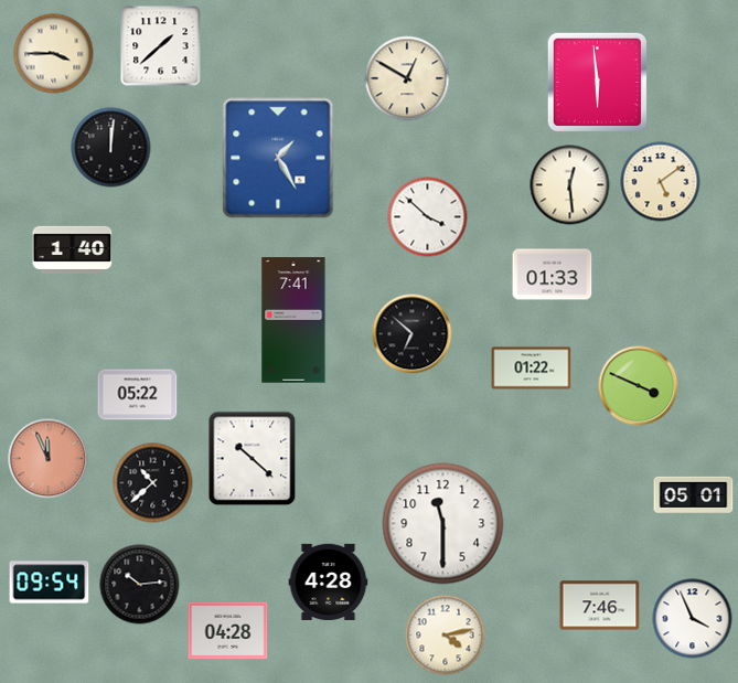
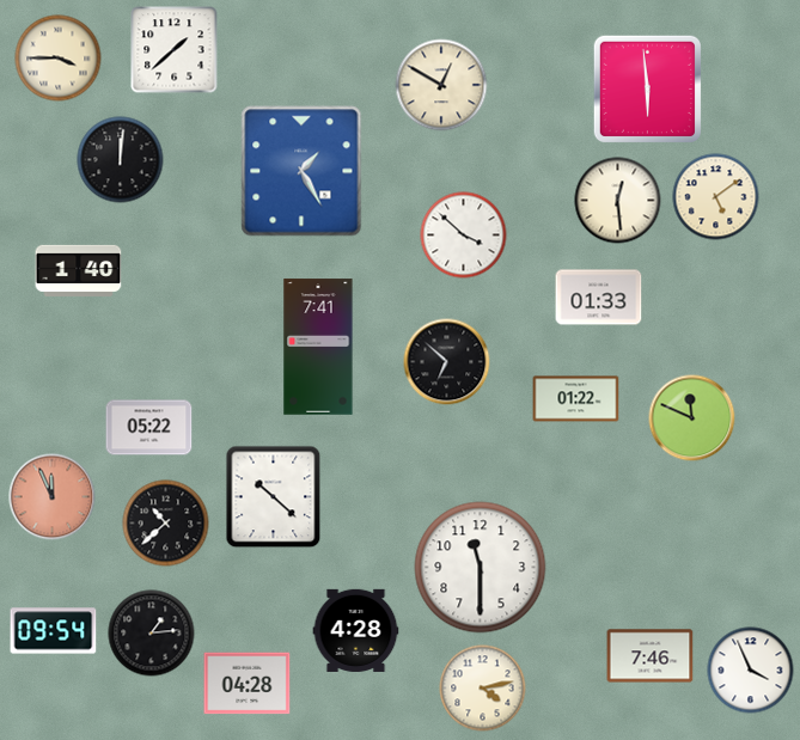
clock at (639, 386): 3:49 -> 11:49
clock at (694, 494): 05:01 -> none
clock at (140, 585): 10:14 -> 1:14
